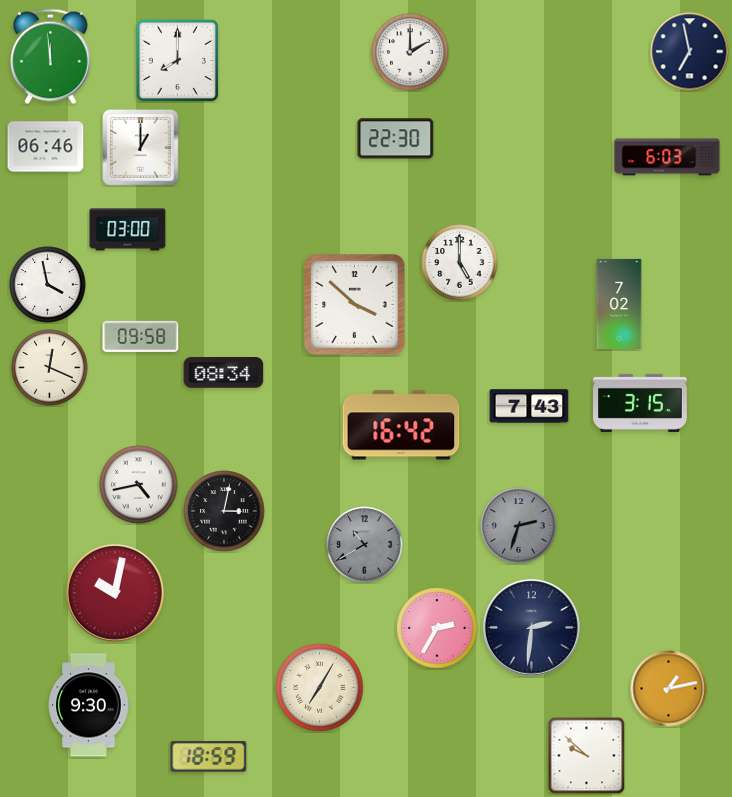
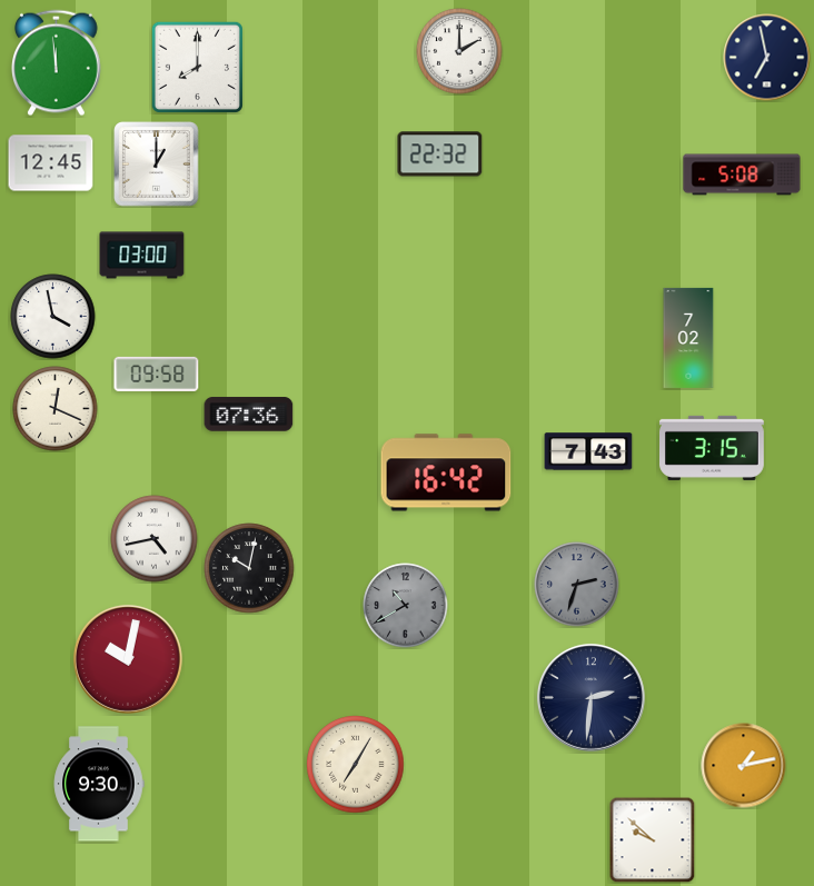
clock at (410, 52) position: (410, 52) -> (459, 51)
clock at (396, 139): 22:30 -> 22:32
clock at (46, 147): 06:46 -> 12:45
clock at (667, 157): 6:03 -> 5:08
clock at (460, 263): 5:00 -> none
clock at (355, 305): 3:52 -> none
clock at (224, 373): 08:34 -> 07:36
clock at (224, 511): 3:02 -> 10:02
clock at (437, 628): 2:35 -> none
clock at (209, 757): 18:59 -> none
